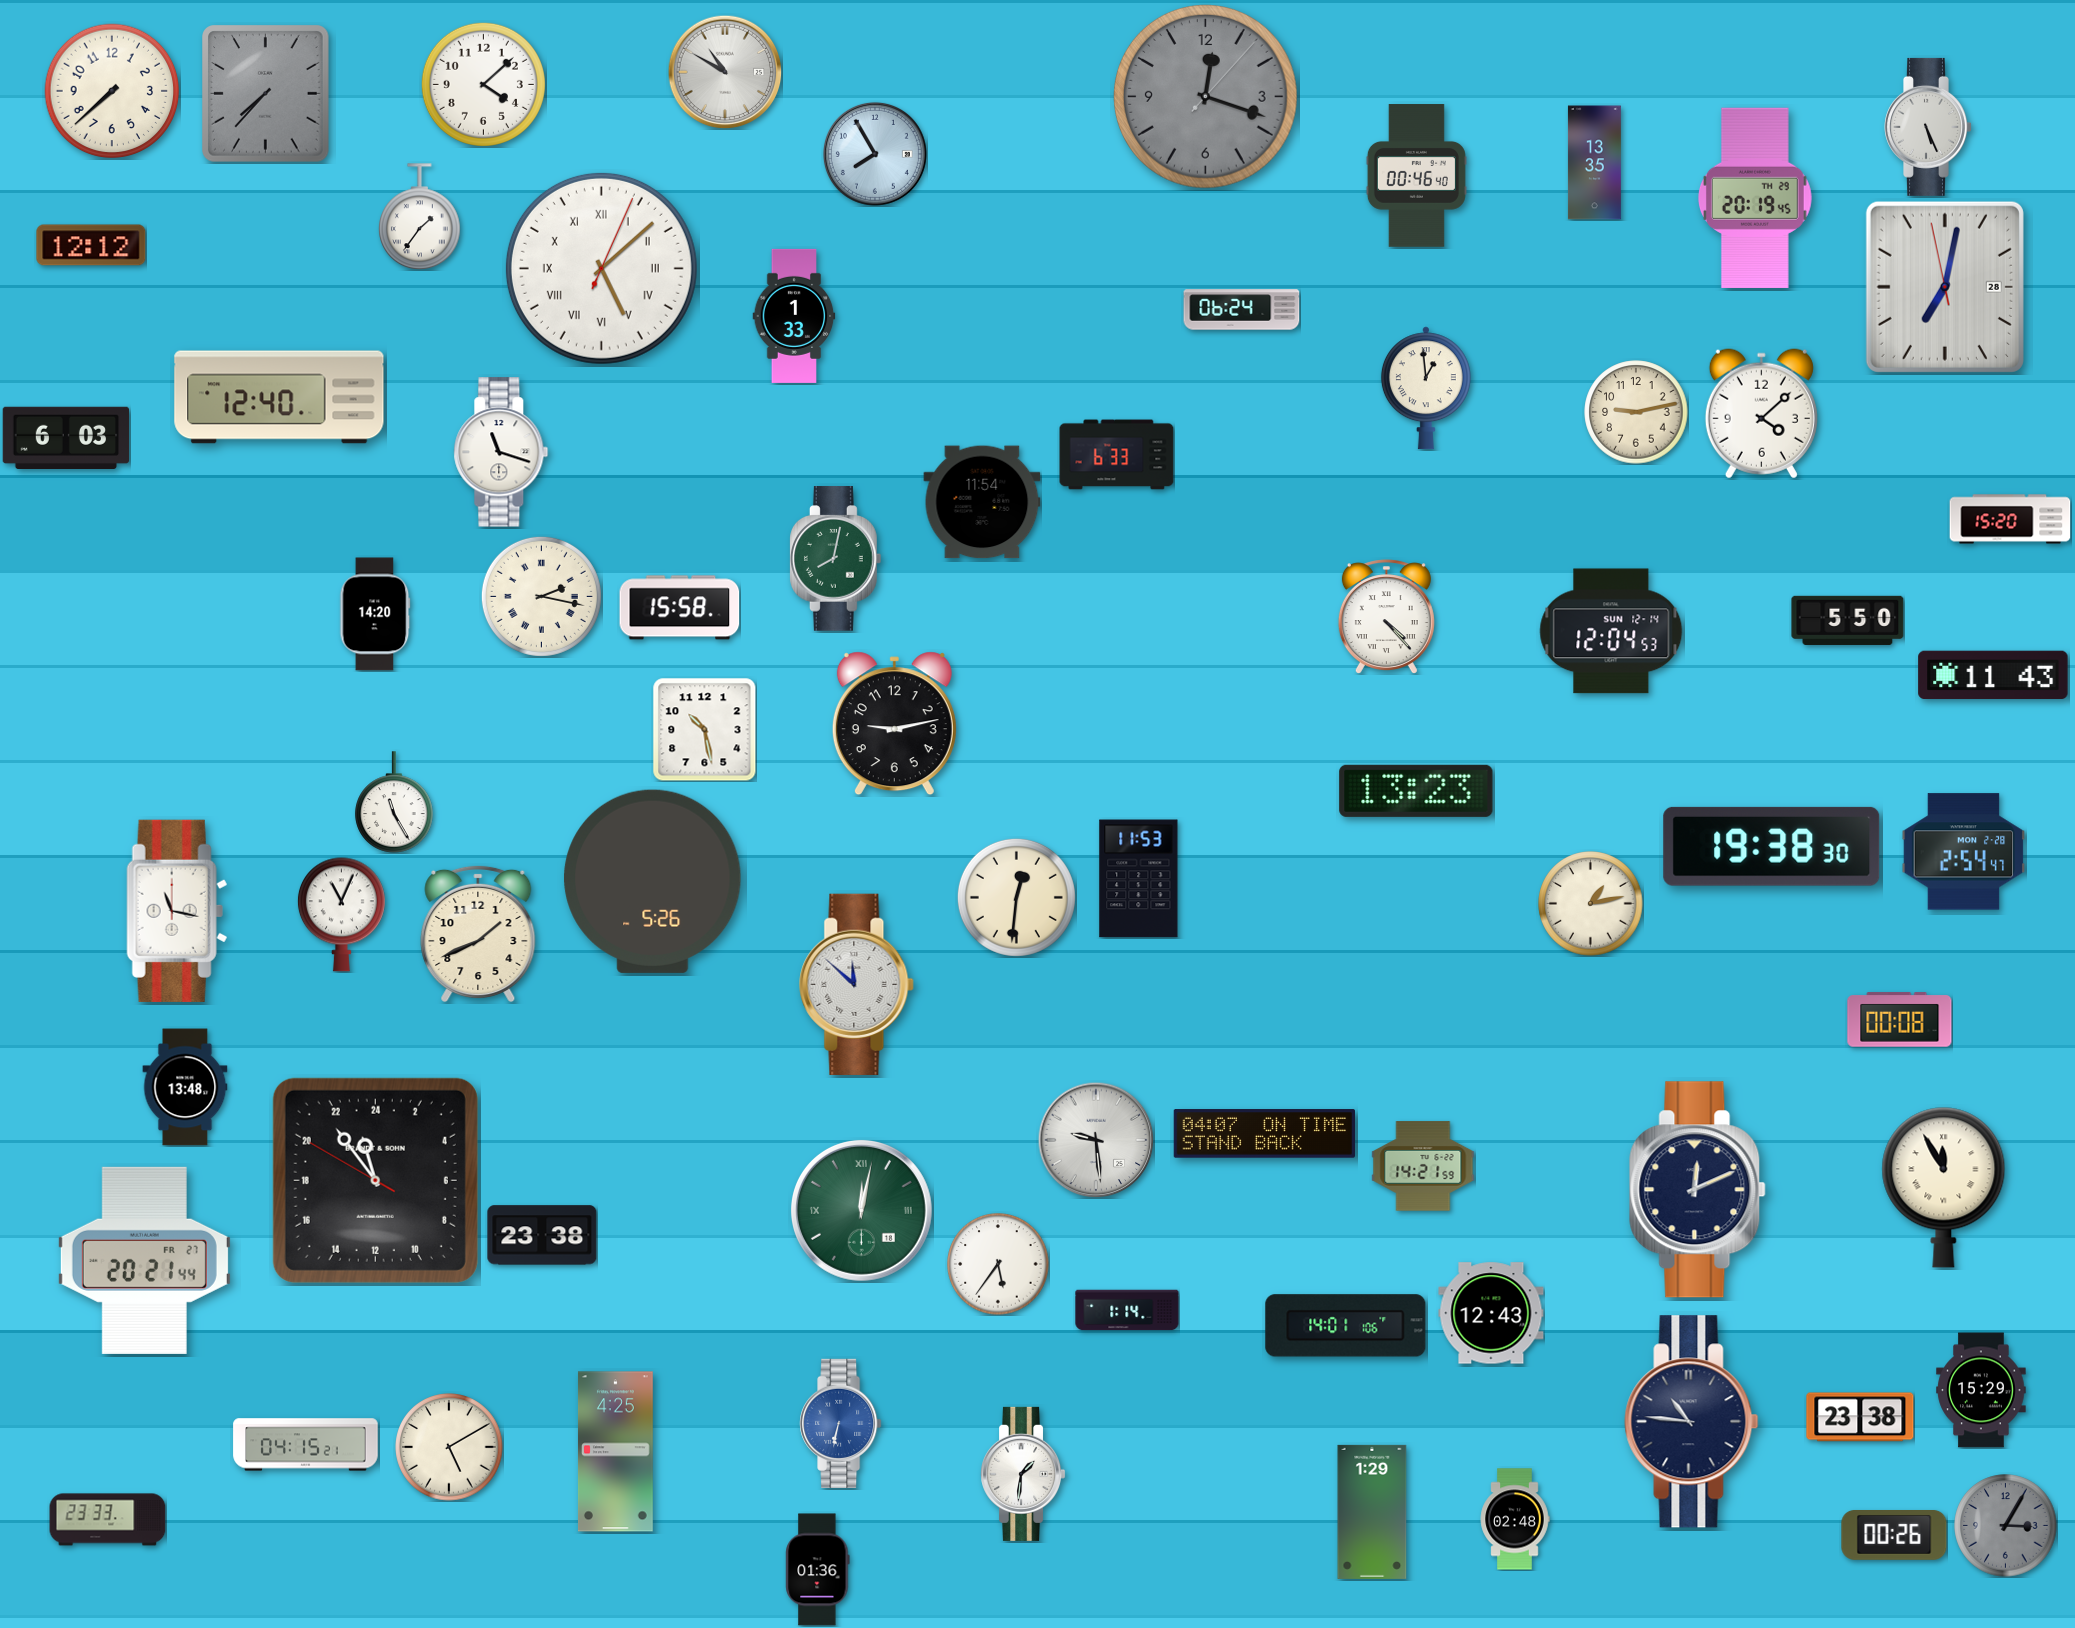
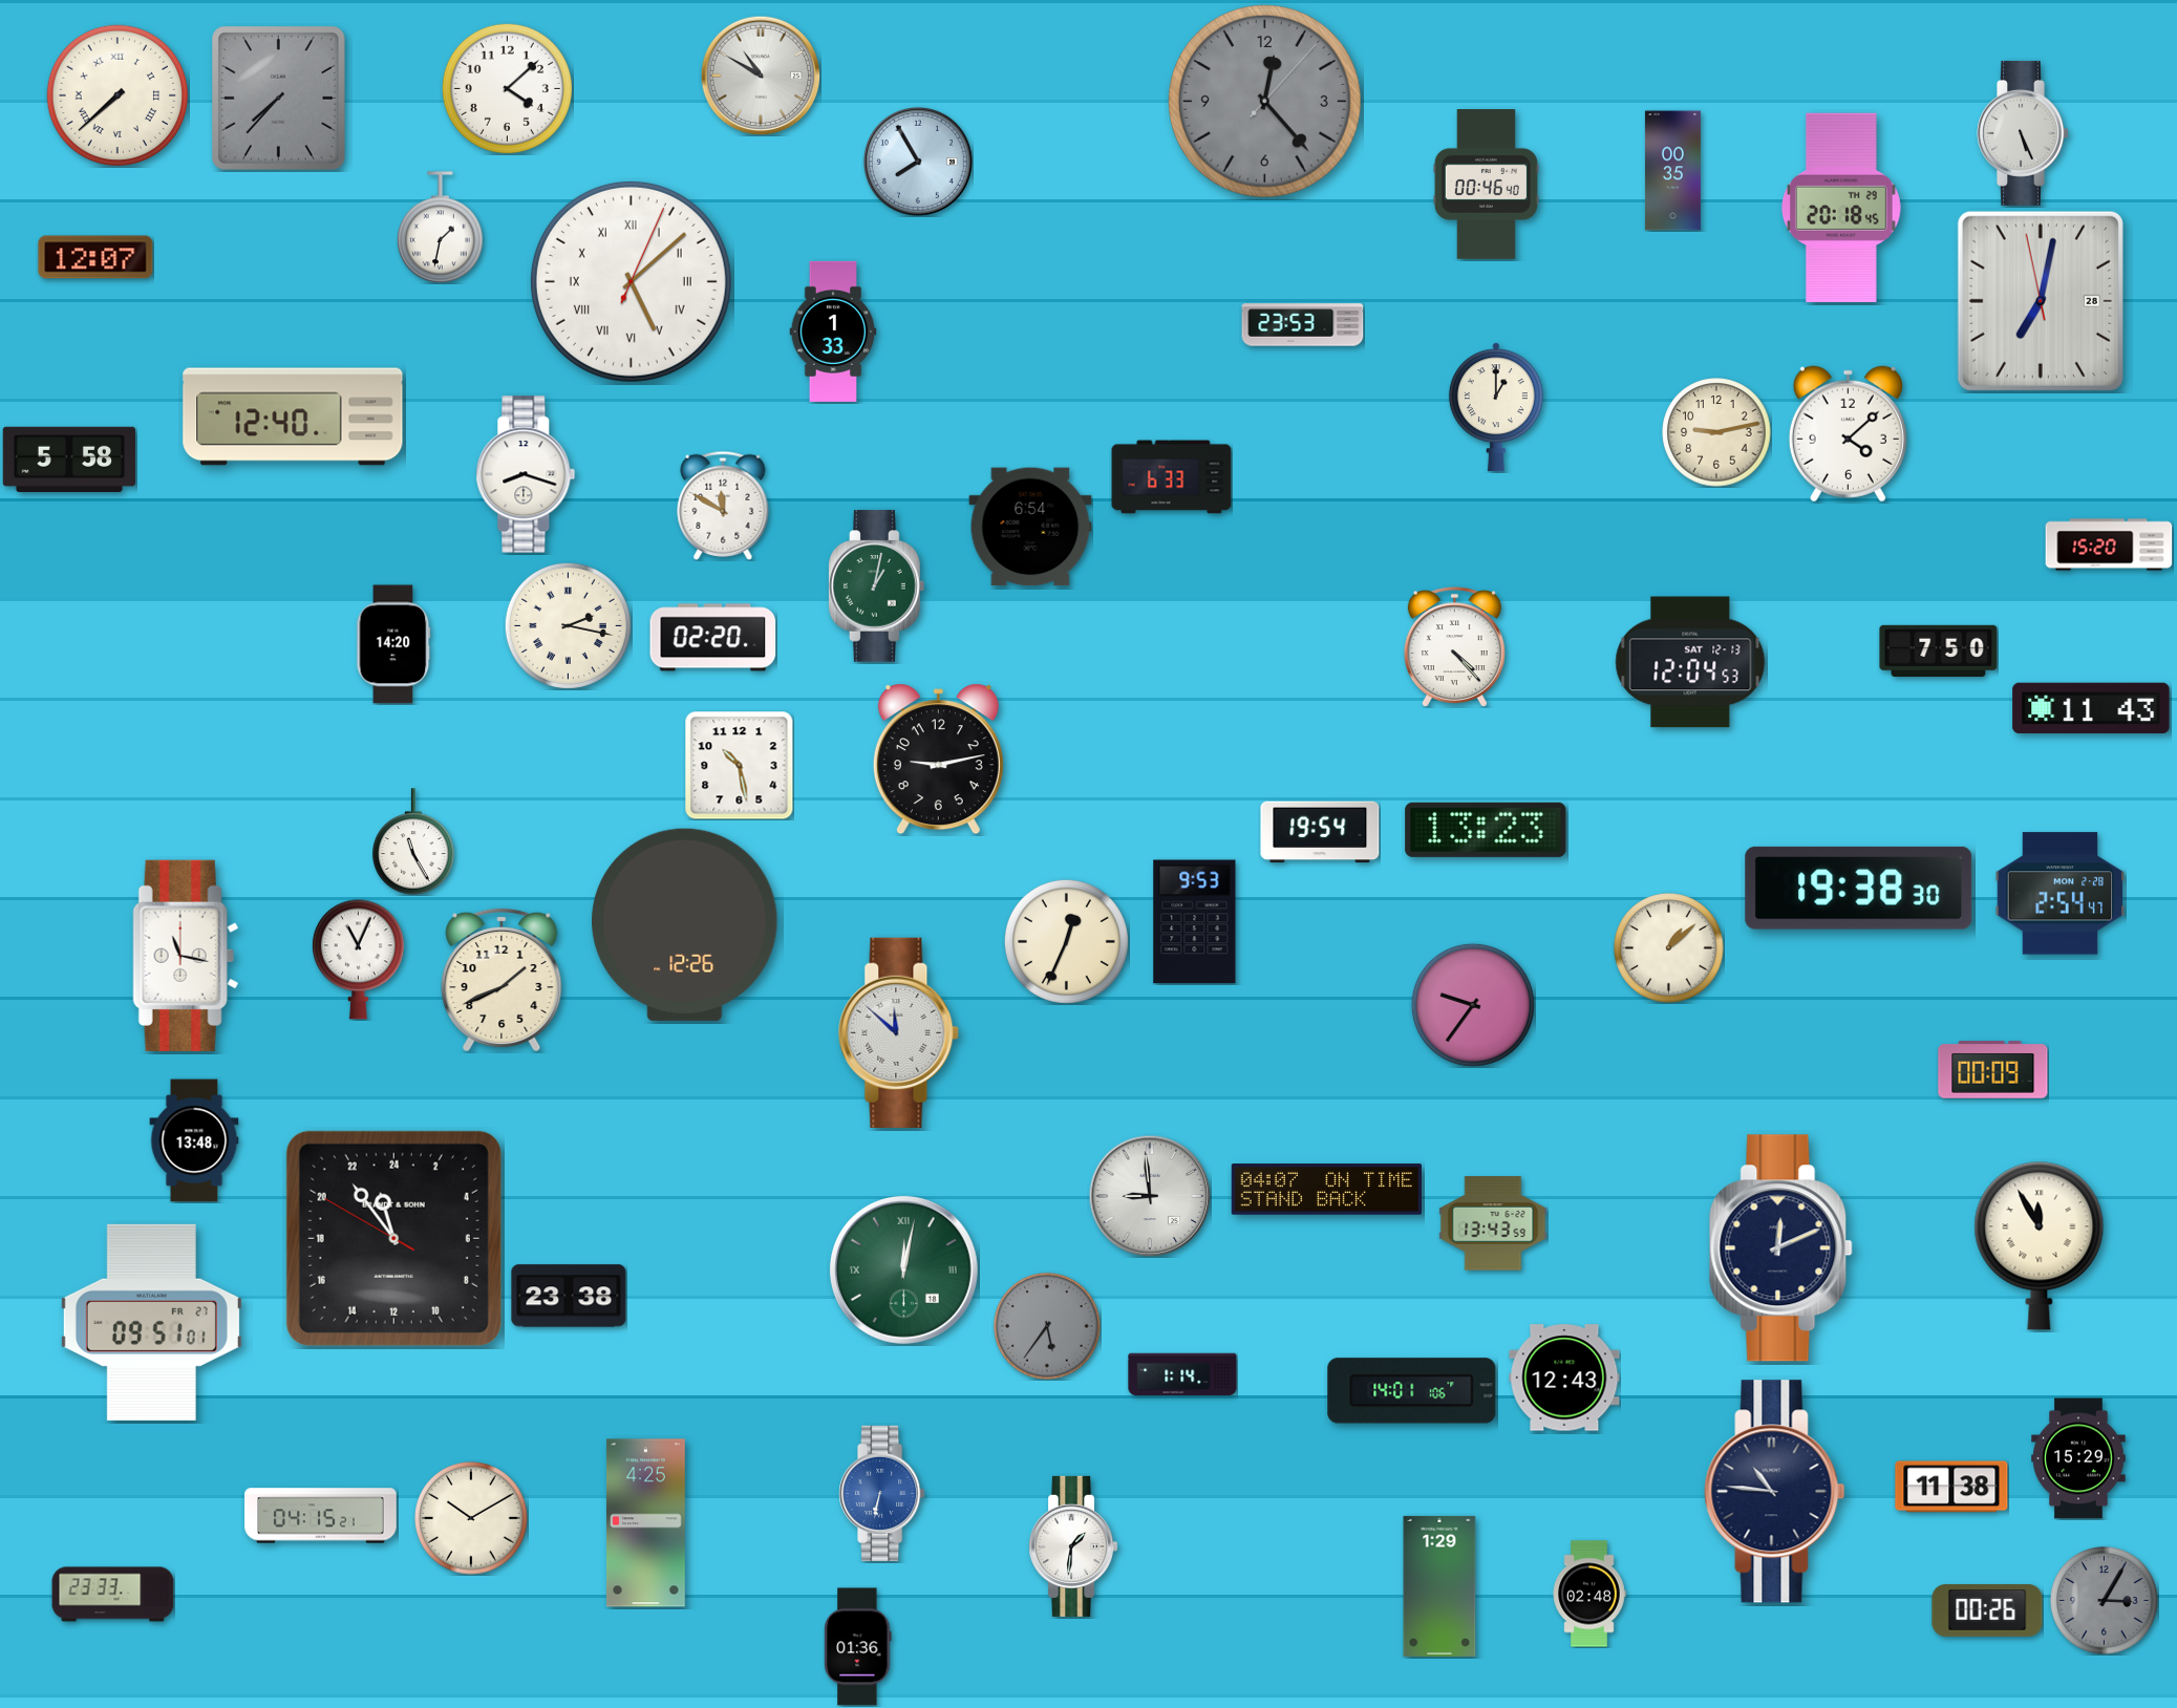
clock at (112, 91) numerals: Arabic -> Roman
clock at (1206, 97): 12:18 -> 12:23
clock at (1594, 163): 13:35 -> 00:35
clock at (1755, 197): 20:19 -> 20:18
clock at (420, 217): 1:36 -> 1:32
clock at (91, 245): 12:12 -> 12:07
clock at (1242, 310): 06:24 -> 23:53
clock at (1426, 388): 12:59 -> 1:00
clock at (66, 437): 6:03 -> 5:58
clock at (501, 452): 11:18 -> 8:18
clock at (723, 506): none -> 11:50
clock at (982, 502): 11:54 -> 6:54
clock at (836, 559): 8:02 -> 1:02
clock at (680, 608): 15:58 -> 02:20
clock at (1848, 620): 5:50 -> 7:50
clock at (1611, 631) date: SUN 12-14 -> SAT 12-13
clock at (1320, 832): none -> 19:54
clock at (1139, 879): 11:53 -> 9:53
clock at (653, 881): 5:26 -> 12:26
clock at (1016, 897): 12:31 -> 12:34
clock at (1591, 904): 1:13 -> 1:08
clock at (1473, 1005): none -> 9:36
clock at (1900, 1020): 00:08 -> 00:09
clock at (1096, 1140): 9:29 -> 8:59
clock at (1423, 1166): 14:21 -> 13:43
clock at (144, 1260): 20:21 -> 09:51
clock at (998, 1264) dial: white -> grey
clock at (1860, 1417): 23:38 -> 11:38
clock at (449, 1447): 5:10 -> 10:10
